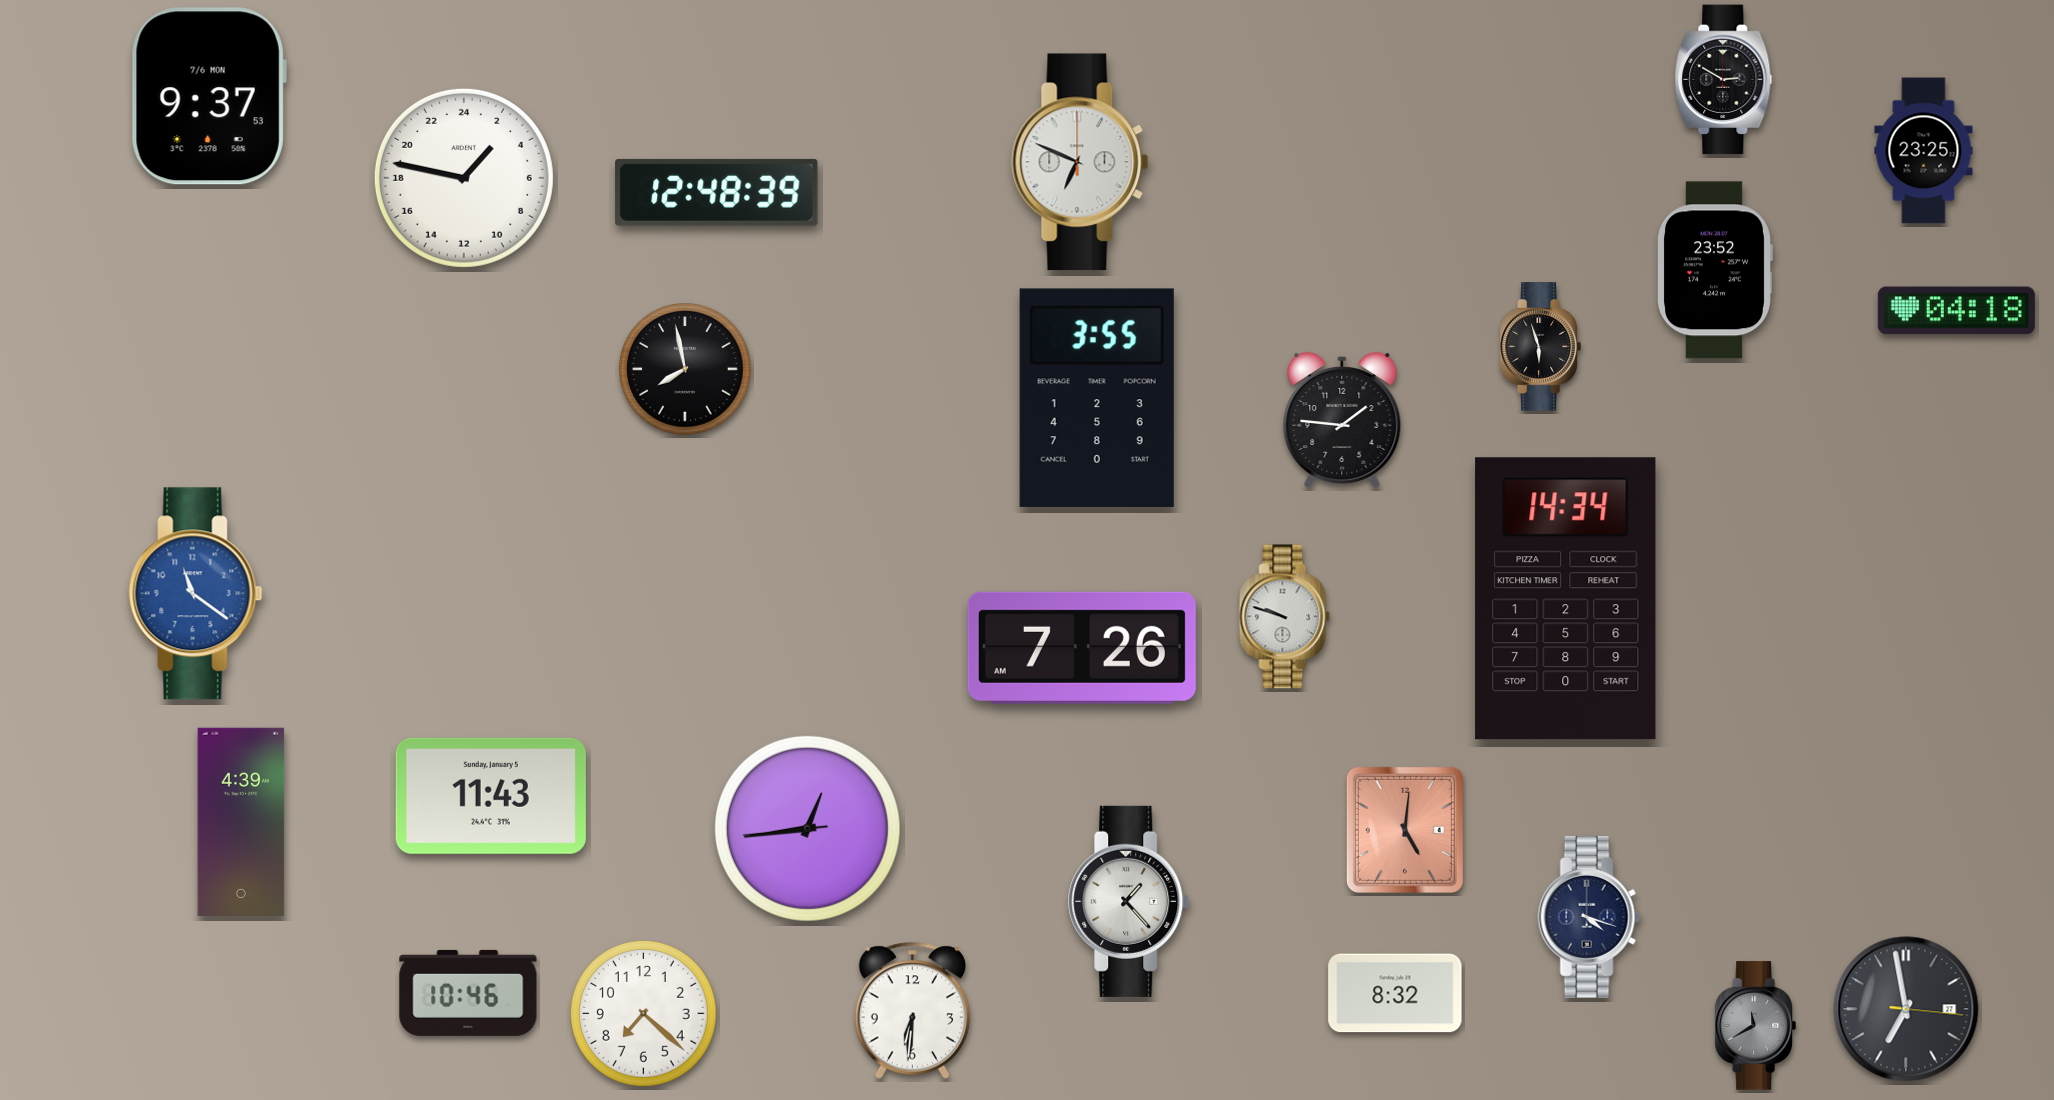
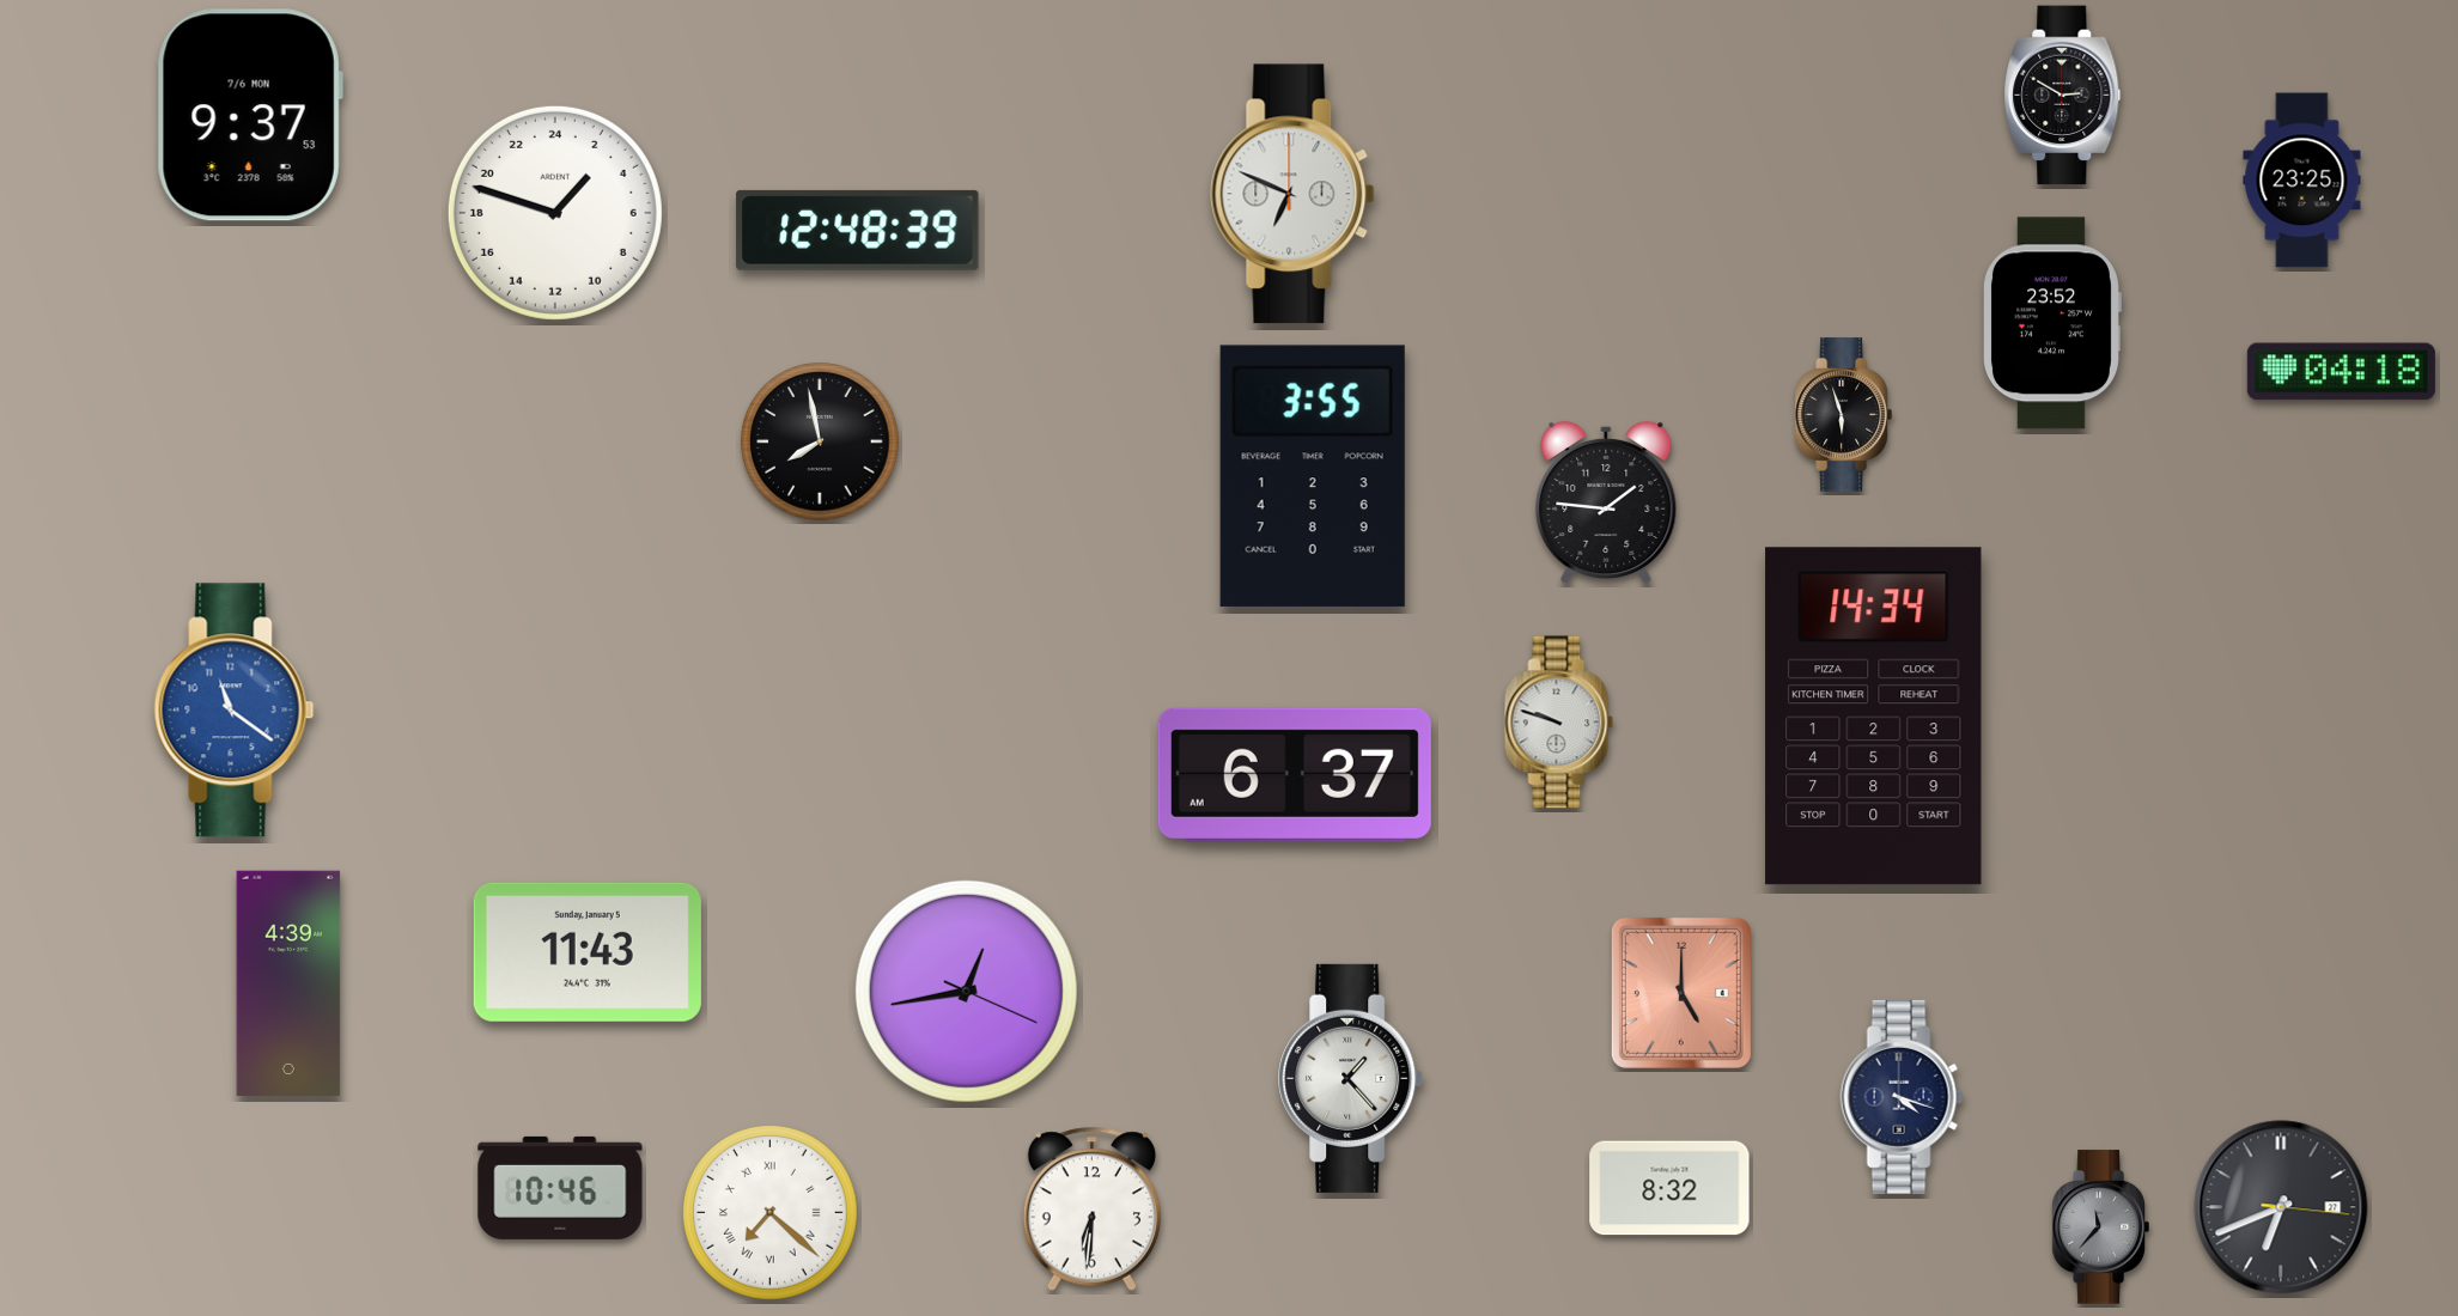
clock at (464, 178): 2:47 -> 2:48
clock at (1285, 617) position: (1285, 617) -> (1559, 723)
clock at (1082, 648): 7:26 -> 6:37
clock at (807, 828): 12:43:44 -> 12:43:19
clock at (1405, 830): 5:01 -> 5:00
clock at (1906, 1009): 6:58 -> 6:41
clock at (643, 1013) numerals: Arabic -> Roman
clock at (1755, 1026): 11:40 -> 11:37
